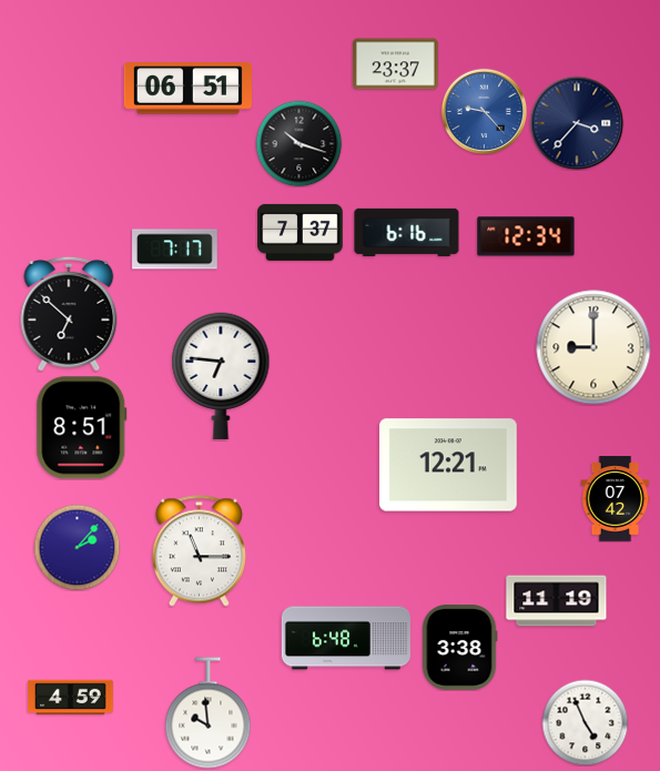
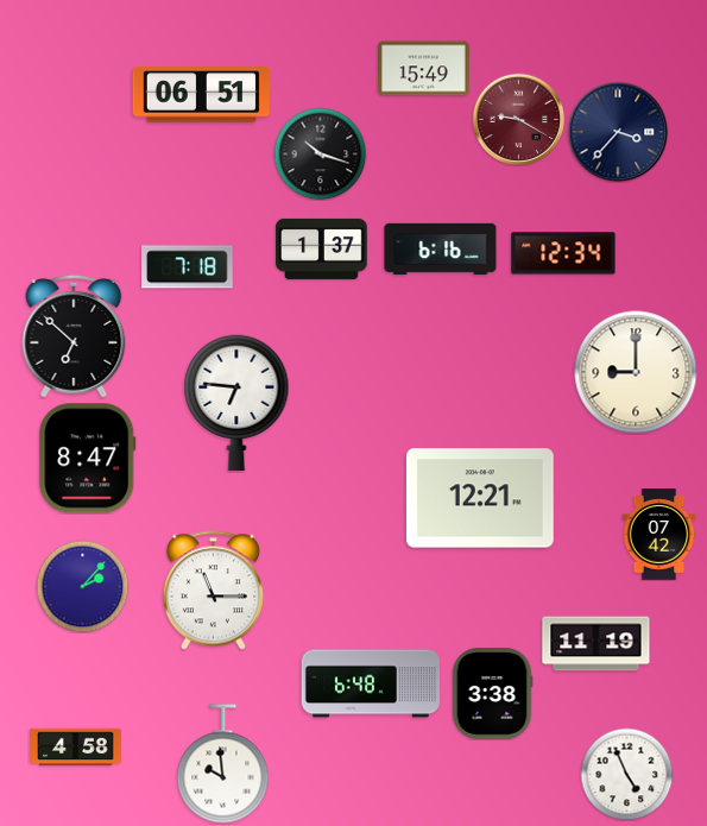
clock at (396, 64): 23:37 -> 15:49
clock at (484, 111): 9:23 -> 9:20
clock at (484, 111) dial: blue -> burgundy
clock at (301, 232): 7:37 -> 1:37
clock at (407, 232) position: (407, 232) -> (441, 248)
clock at (175, 250): 7:17 -> 7:18
clock at (82, 428): 8:51 -> 8:47
clock at (71, 698): 4:59 -> 4:58
